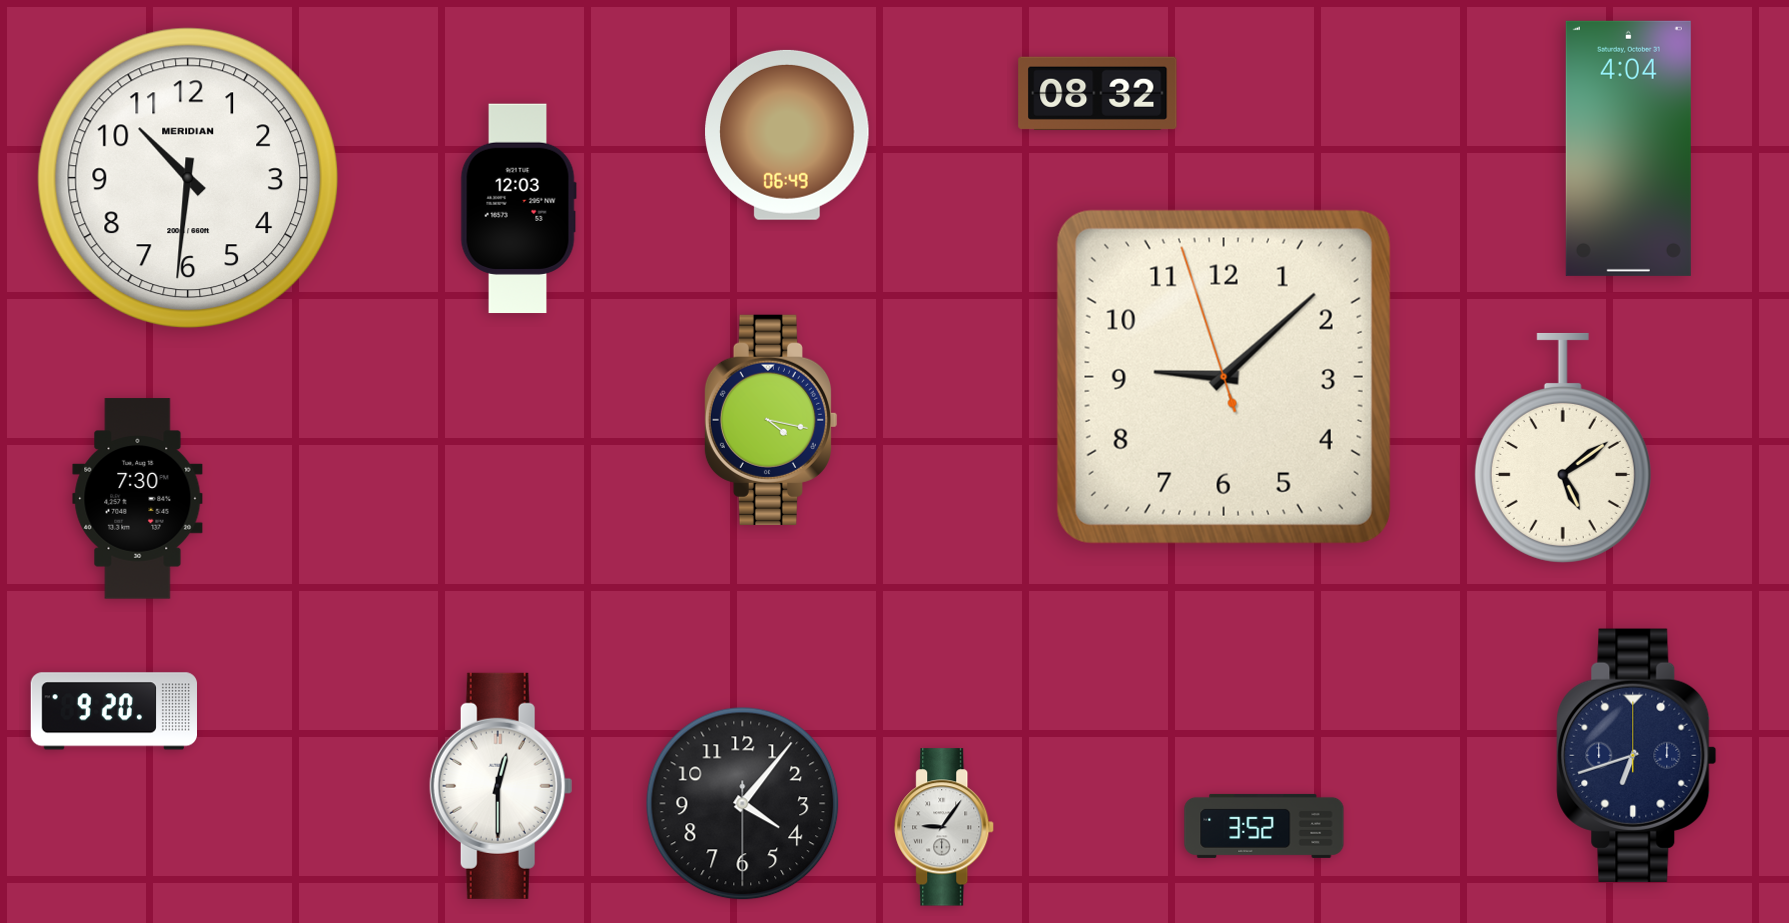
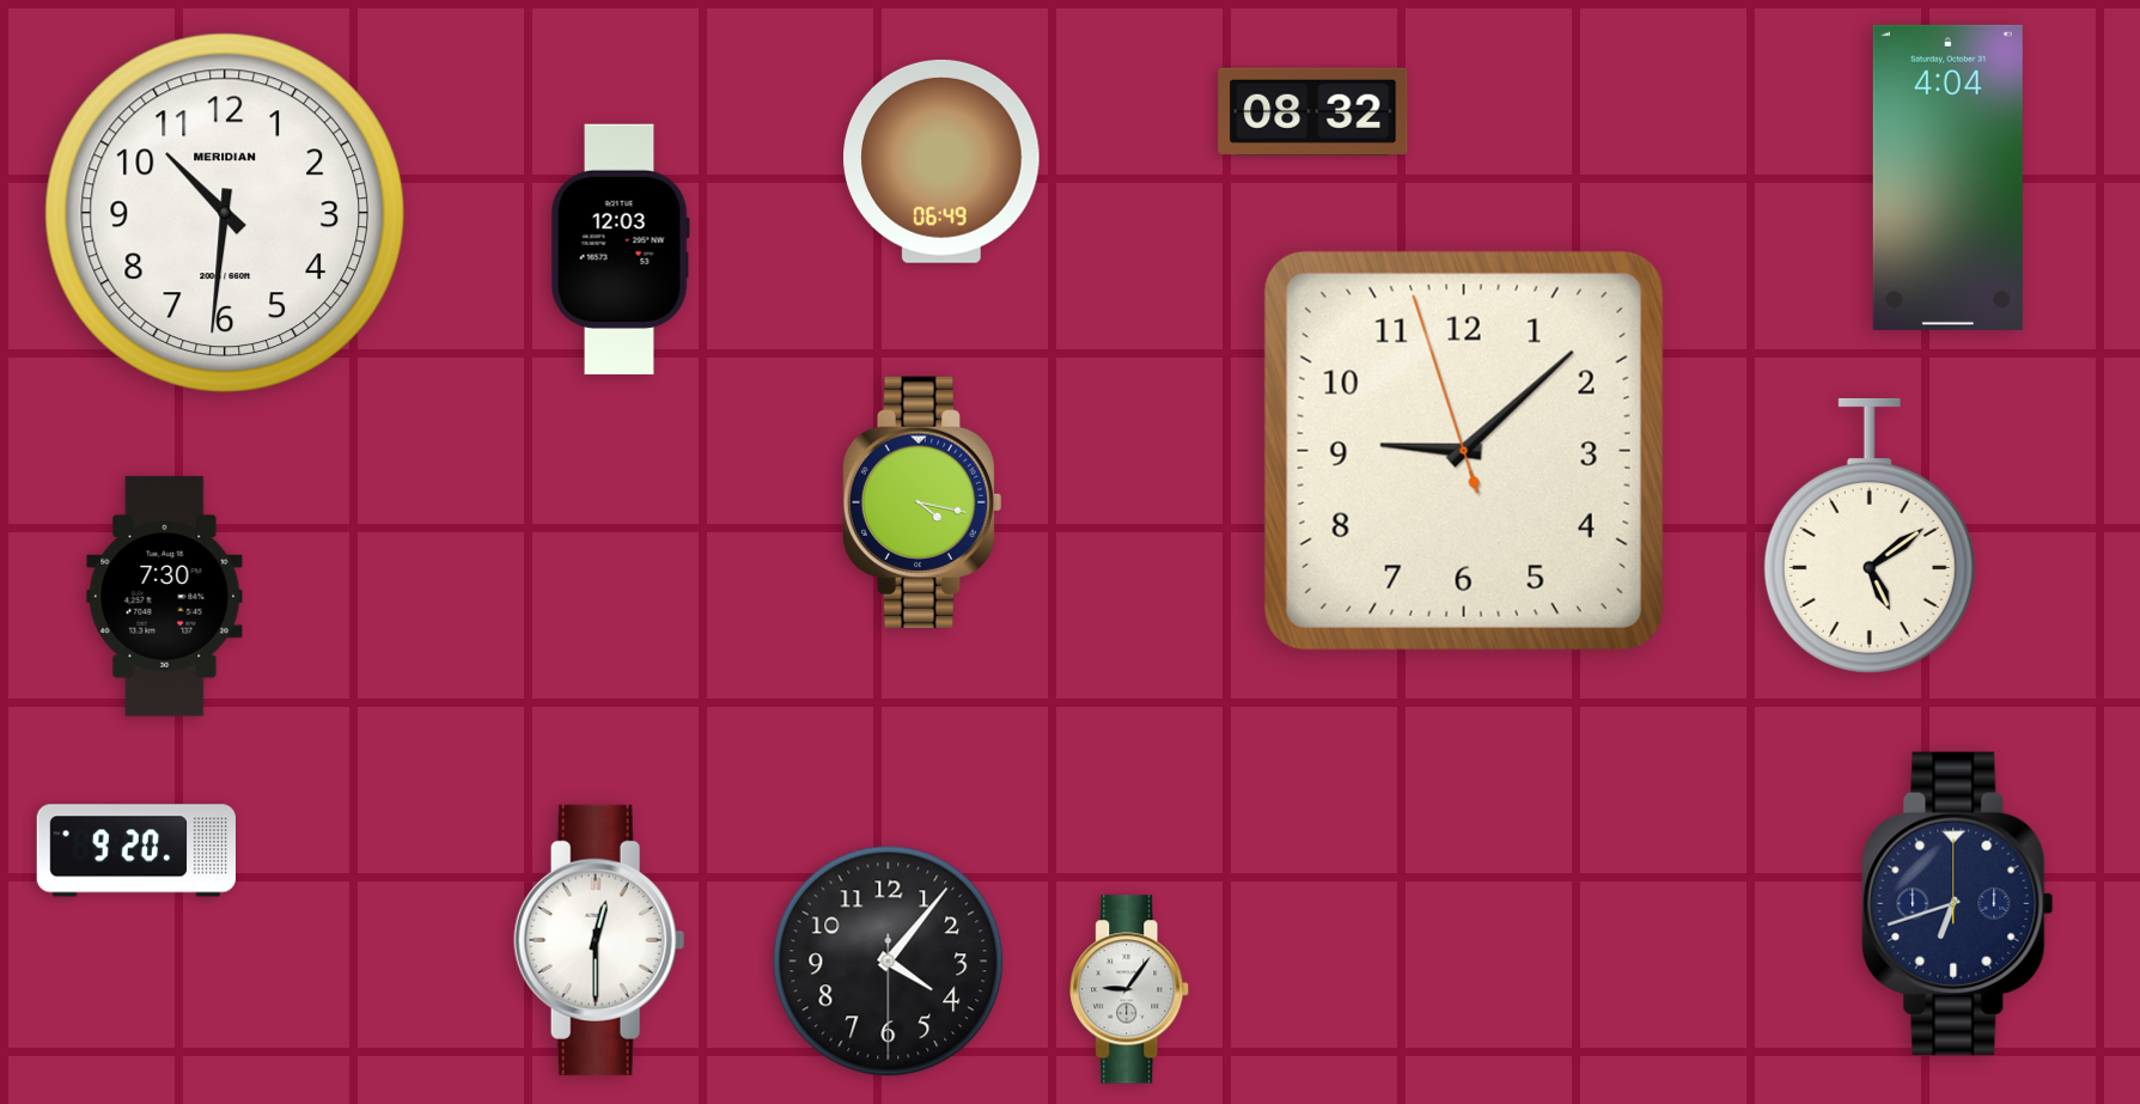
clock at (1264, 826): 3:52 -> none
